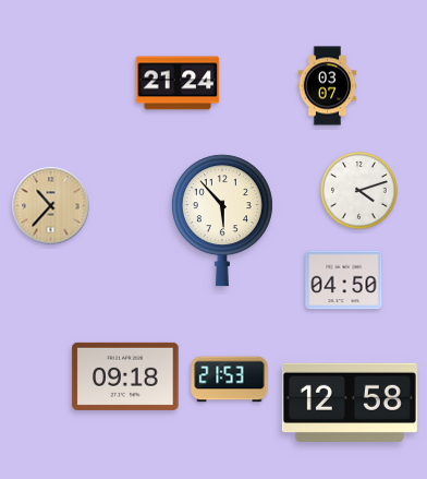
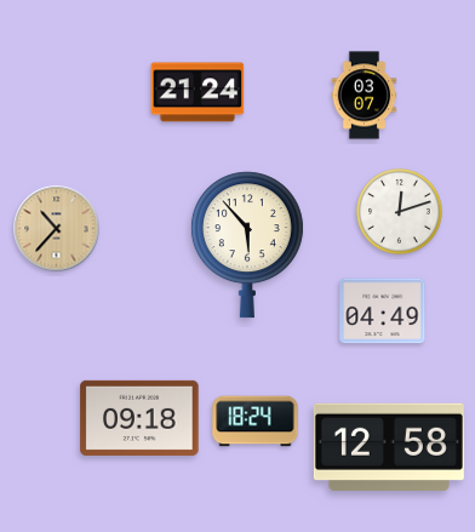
clock at (359, 191): 4:12 -> 12:12
clock at (344, 280): 04:50 -> 04:49
clock at (230, 380): 21:53 -> 18:24
